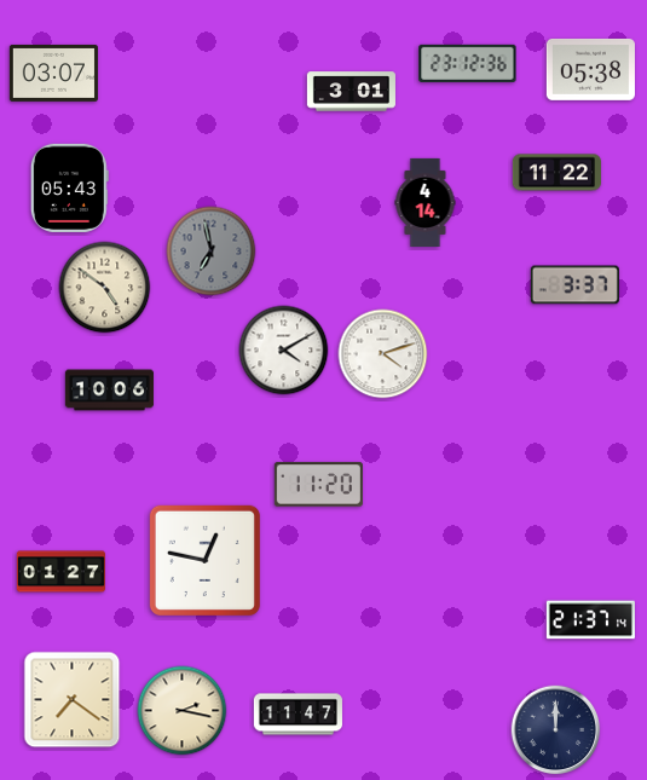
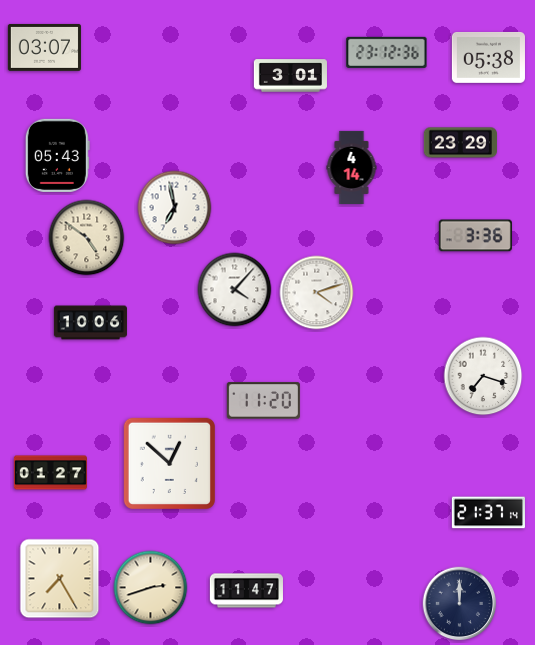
clock at (53, 73) position: (53, 73) -> (44, 47)
clock at (556, 173): 11:22 -> 23:29
clock at (212, 252) dial: grey -> white
clock at (574, 285): 3:37 -> 3:36
clock at (284, 351): 4:10 -> 4:07
clock at (483, 376): none -> 7:18
clock at (204, 560): 12:47 -> 12:52
clock at (73, 700): 7:21 -> 7:25
clock at (183, 711): 2:17 -> 2:42
